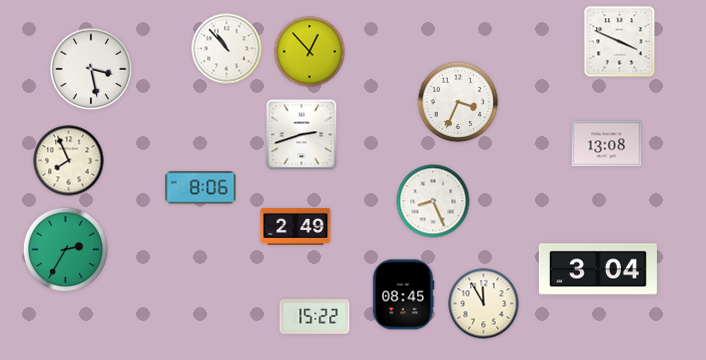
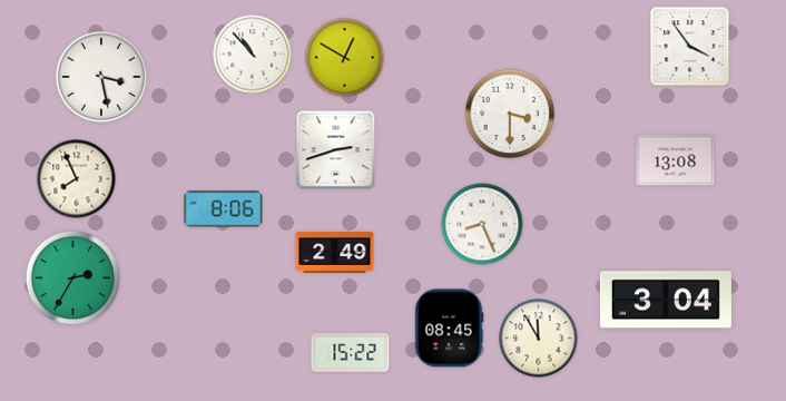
clock at (620, 42): 3:49 -> 3:54
clock at (310, 52): 12:53 -> 12:50
clock at (458, 102): 3:34 -> 3:30
clock at (296, 226) position: (296, 226) -> (335, 252)
